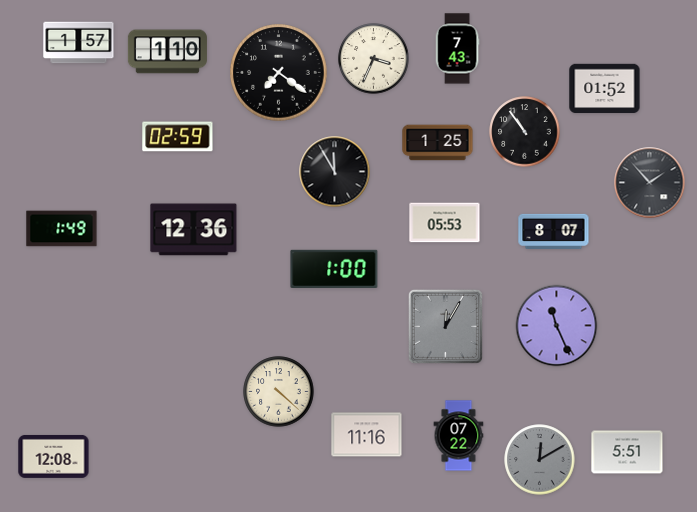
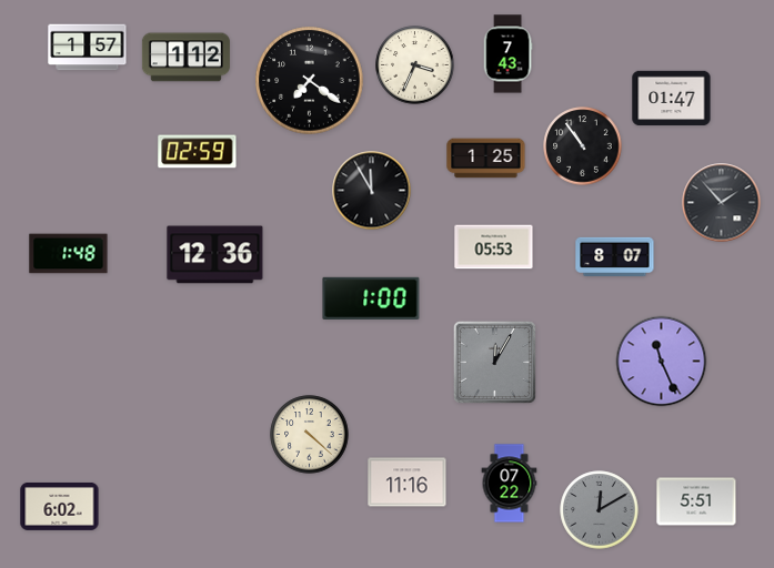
clock at (167, 52): 1:10 -> 1:12
clock at (605, 89): 01:52 -> 01:47
clock at (62, 229): 1:49 -> 1:48
clock at (557, 326) position: (557, 326) -> (662, 362)
clock at (54, 456): 12:08 -> 6:02
